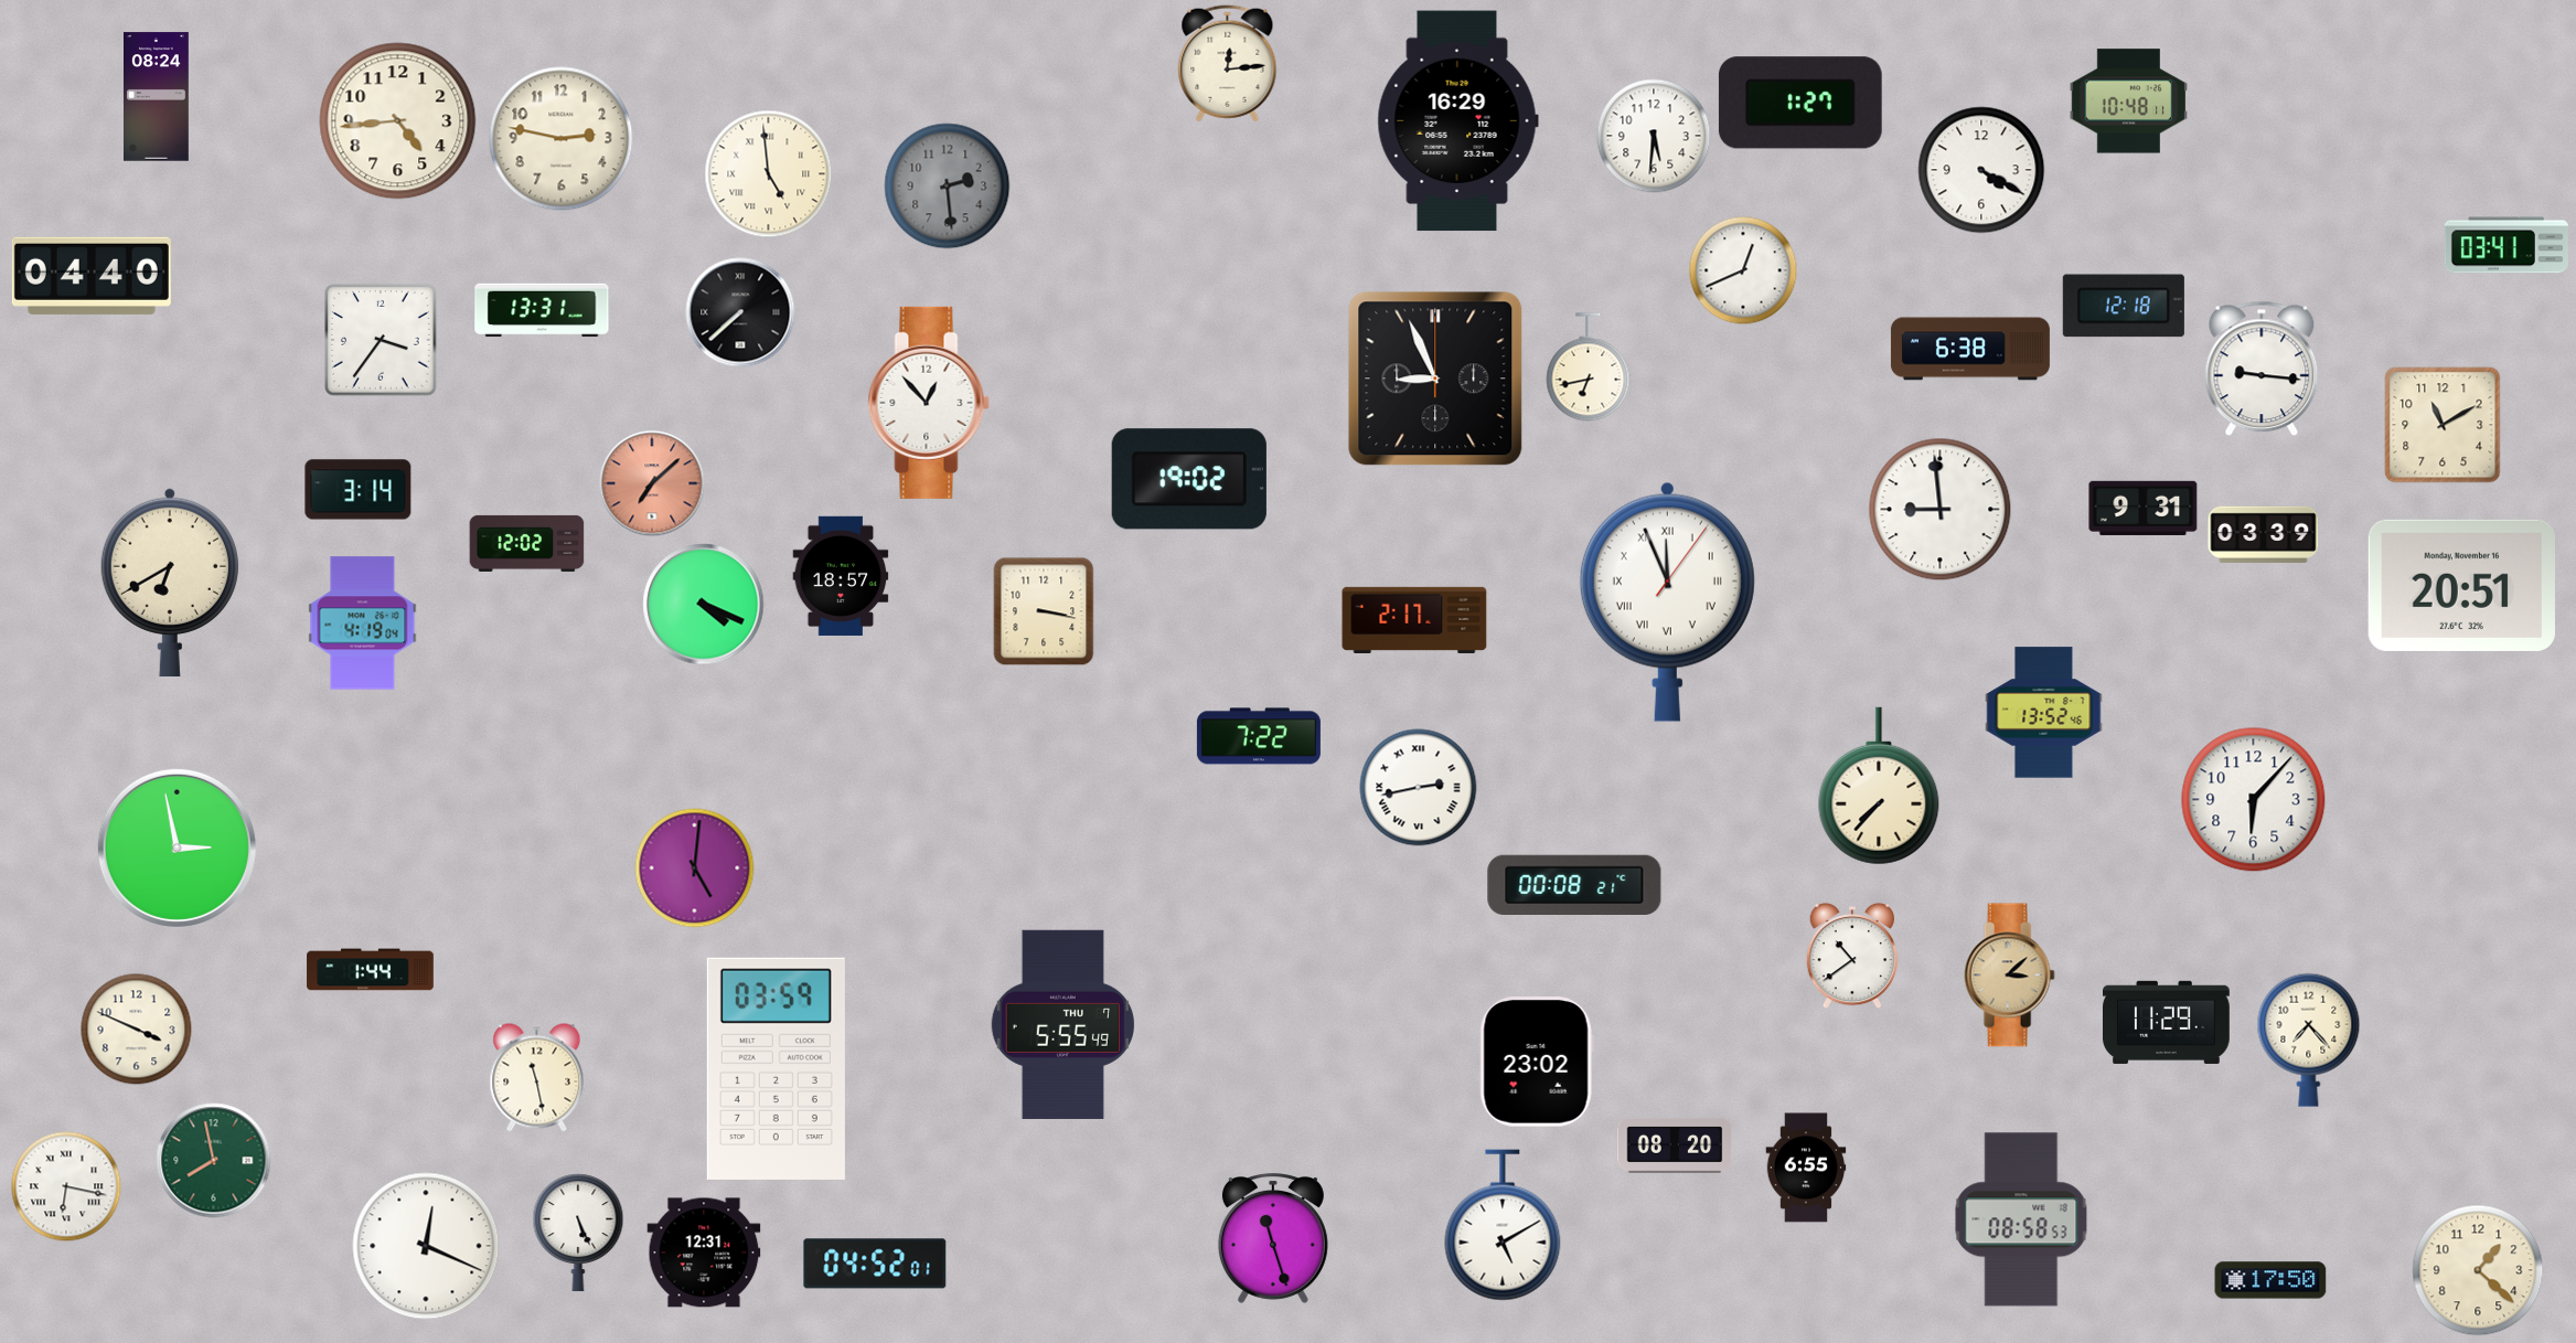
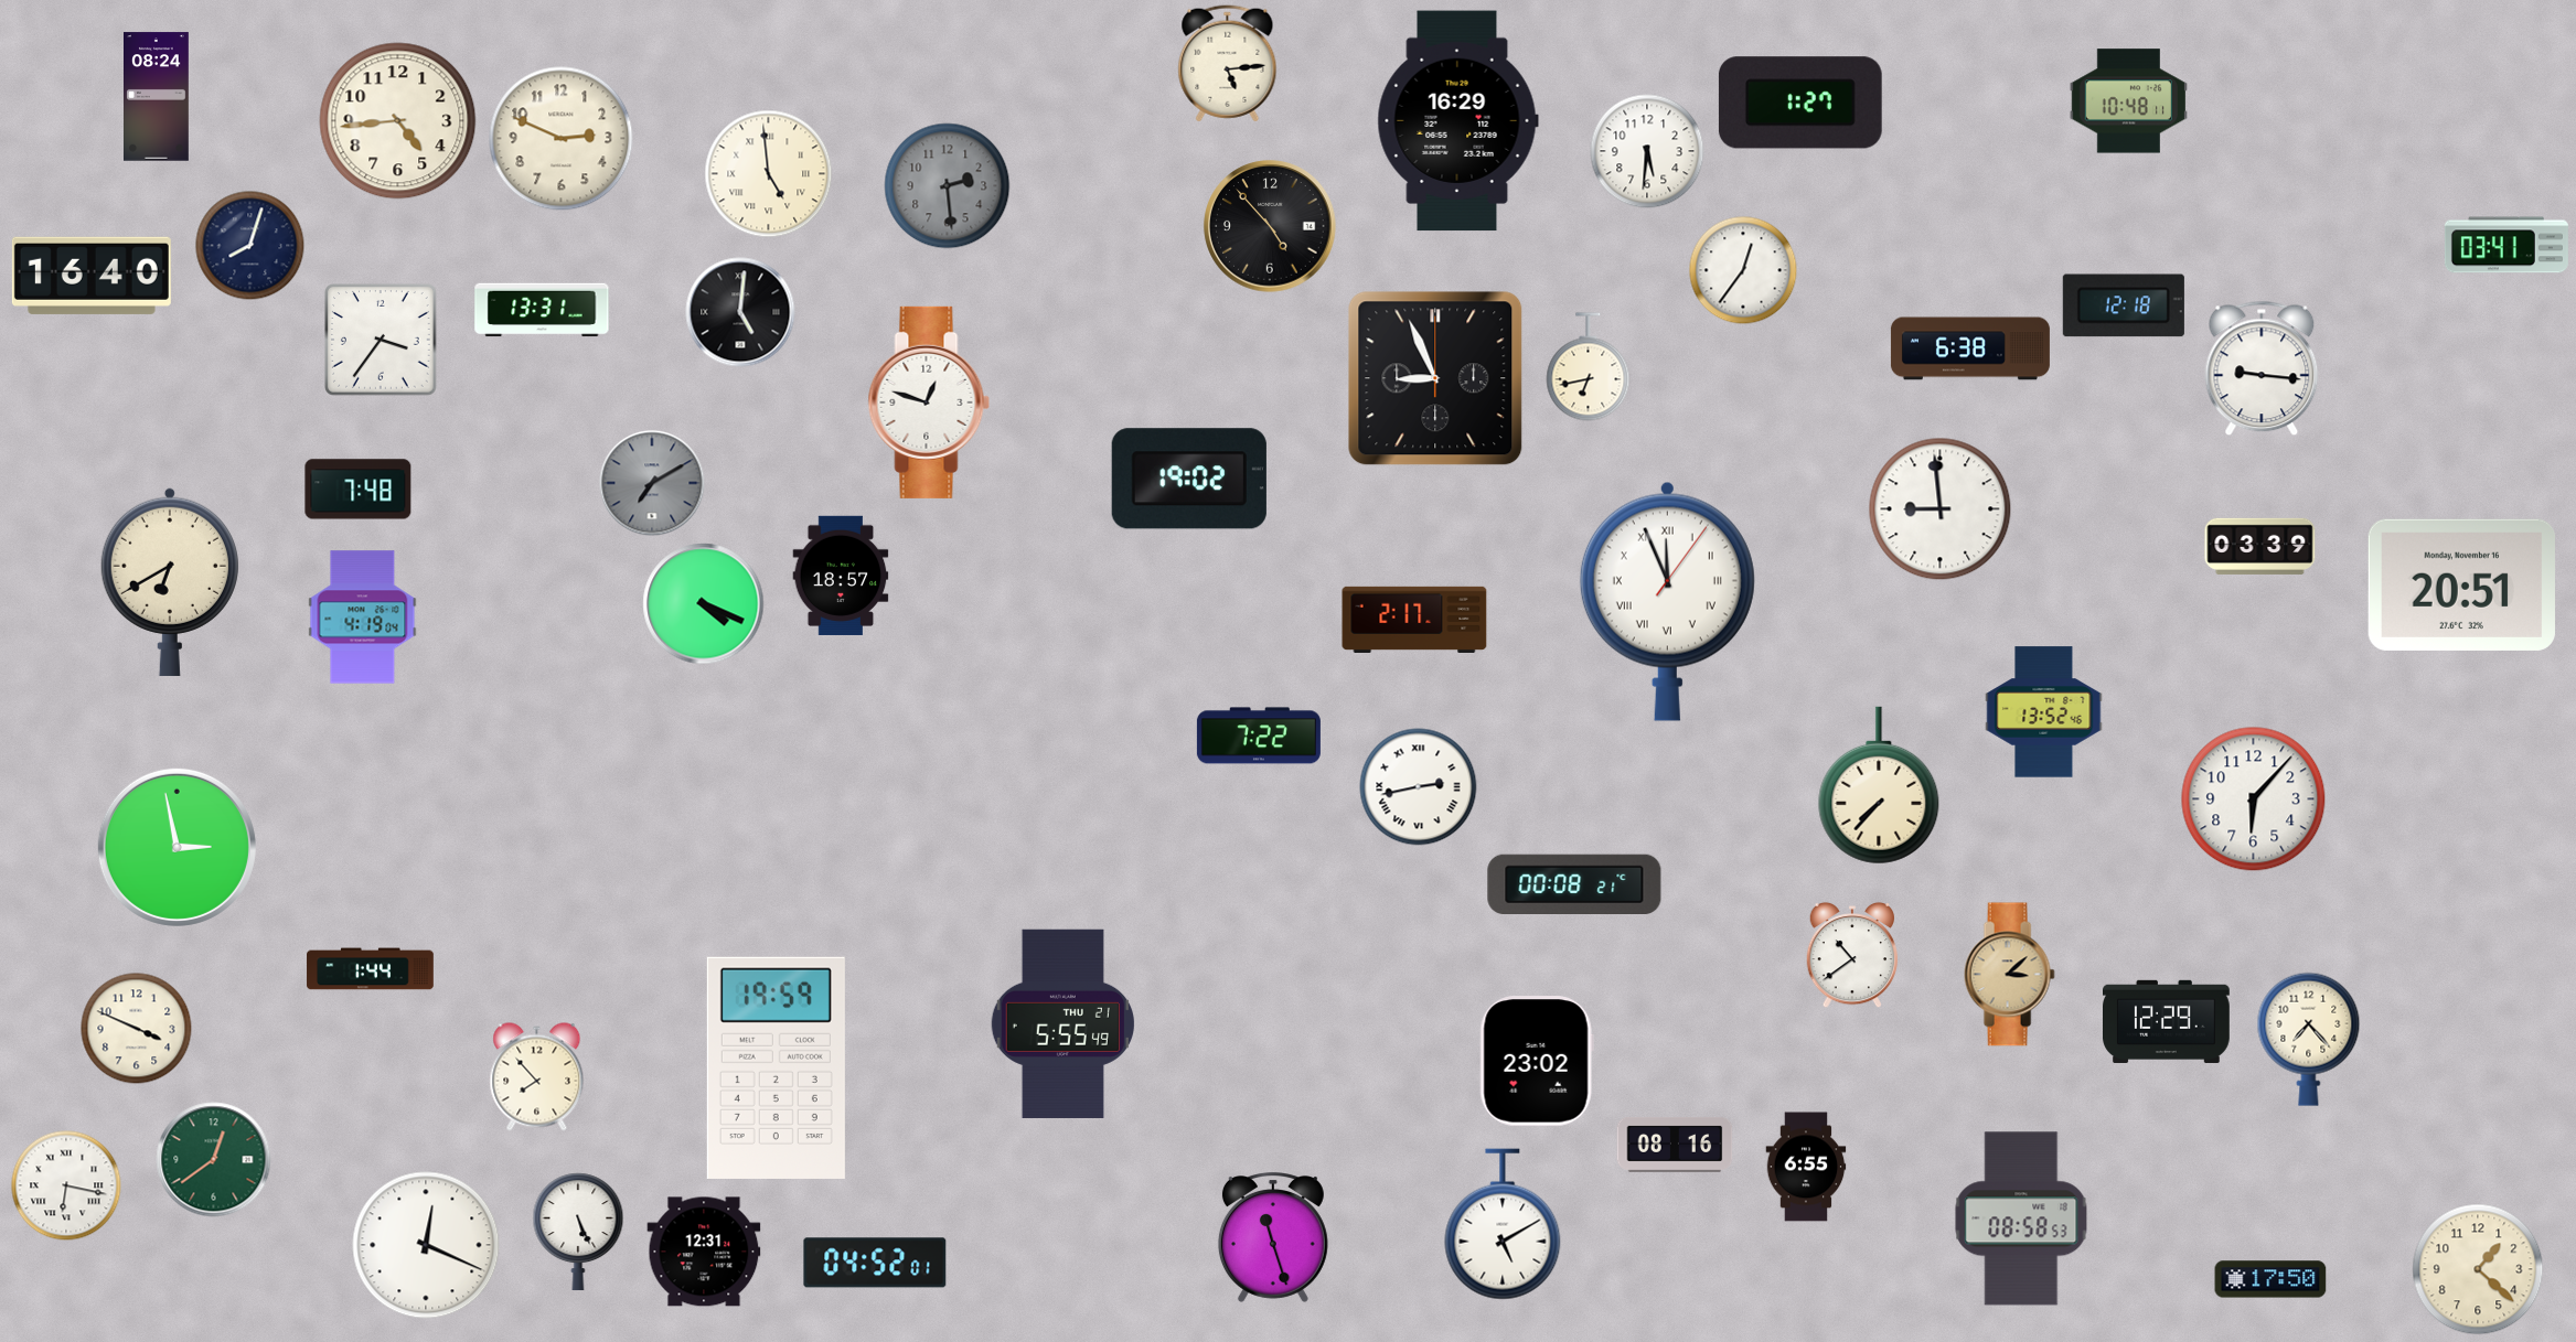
clock at (1228, 64): 12:14 -> 5:14
clock at (1654, 136) position: (1654, 136) -> (1647, 151)
clock at (562, 139): 2:47 -> 2:49
clock at (1981, 170): 4:20 -> none
clock at (1270, 226): none -> 4:53
clock at (250, 246): none -> 8:03
clock at (1743, 270): 12:41 -> 12:36
clock at (92, 276): 04:40 -> 16:40
clock at (740, 312): 7:38 -> 5:01
clock at (929, 403): 12:53 -> 12:48
clock at (2443, 425): 11:10 -> none
clock at (652, 483): 7:08 -> 7:10
clock at (652, 483) dial: salmon -> grey
clock at (359, 490): 3:14 -> 7:48
clock at (2144, 508): 9:31 -> none
clock at (2264, 534) position: (2264, 534) -> (2260, 546)
clock at (527, 543): 12:02 -> none
clock at (1044, 611): 3:17 -> none
clock at (363, 623) position: (363, 623) -> (363, 618)
clock at (695, 868): 5:01 -> none
clock at (2167, 1022): 11:29 -> 12:29
clock at (1062, 1024) date: THU 7 -> THU 21
clock at (776, 1068): 03:59 -> 19:59
clock at (537, 1078): 11:28 -> 7:53
clock at (1675, 1145): 08:20 -> 08:16
clock at (214, 1161): 7:58 -> 12:39
